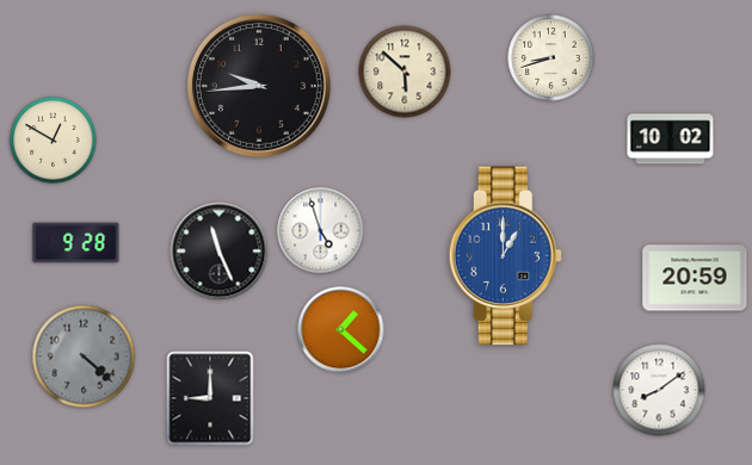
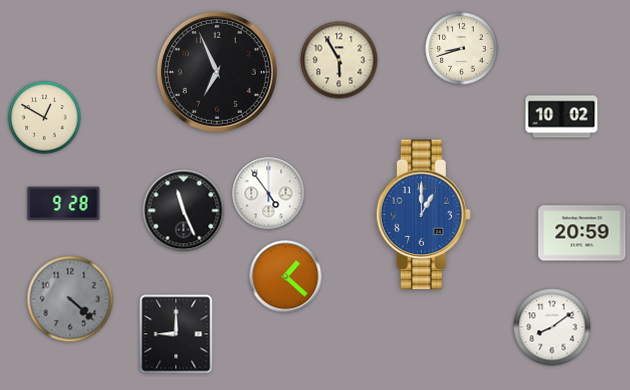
clock at (405, 72): 5:52 -> 5:55
clock at (259, 86): 9:44 -> 6:56
clock at (321, 231): 4:57 -> 4:54
